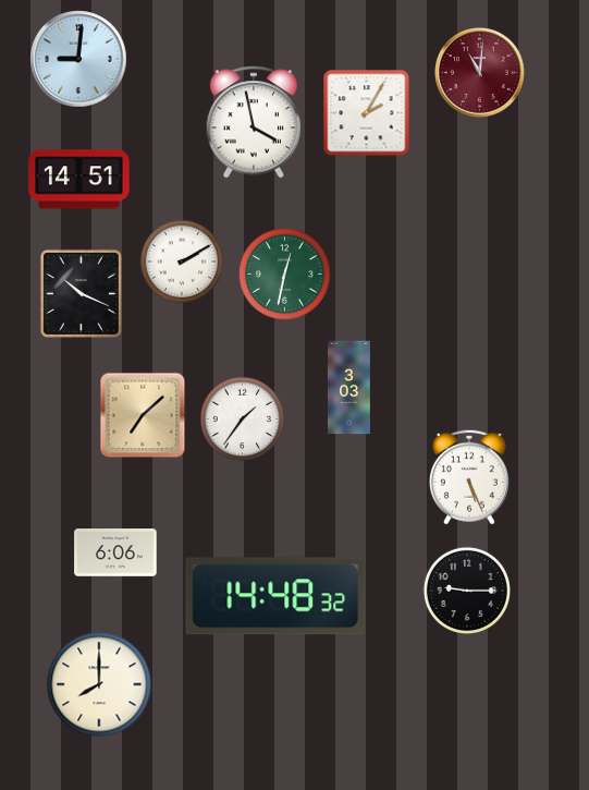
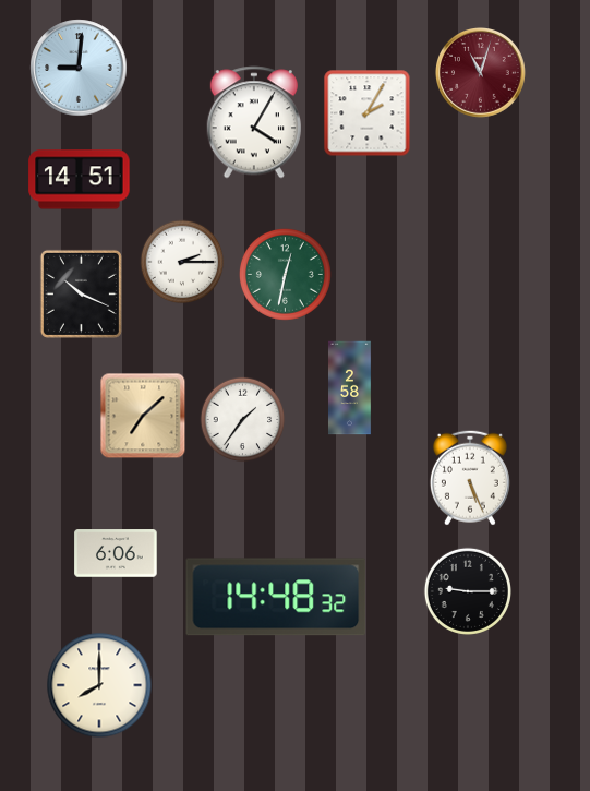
clock at (78, 59) position: (78, 59) -> (79, 68)
clock at (480, 73): 11:01 -> 11:03
clock at (254, 122): 3:58 -> 4:05
clock at (182, 262): 2:10 -> 2:15
clock at (349, 388): 3:03 -> 2:58
